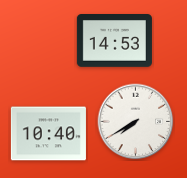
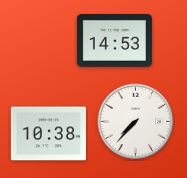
clock at (136, 122): 7:40 -> 7:37
clock at (48, 134): 10:40 -> 10:38
